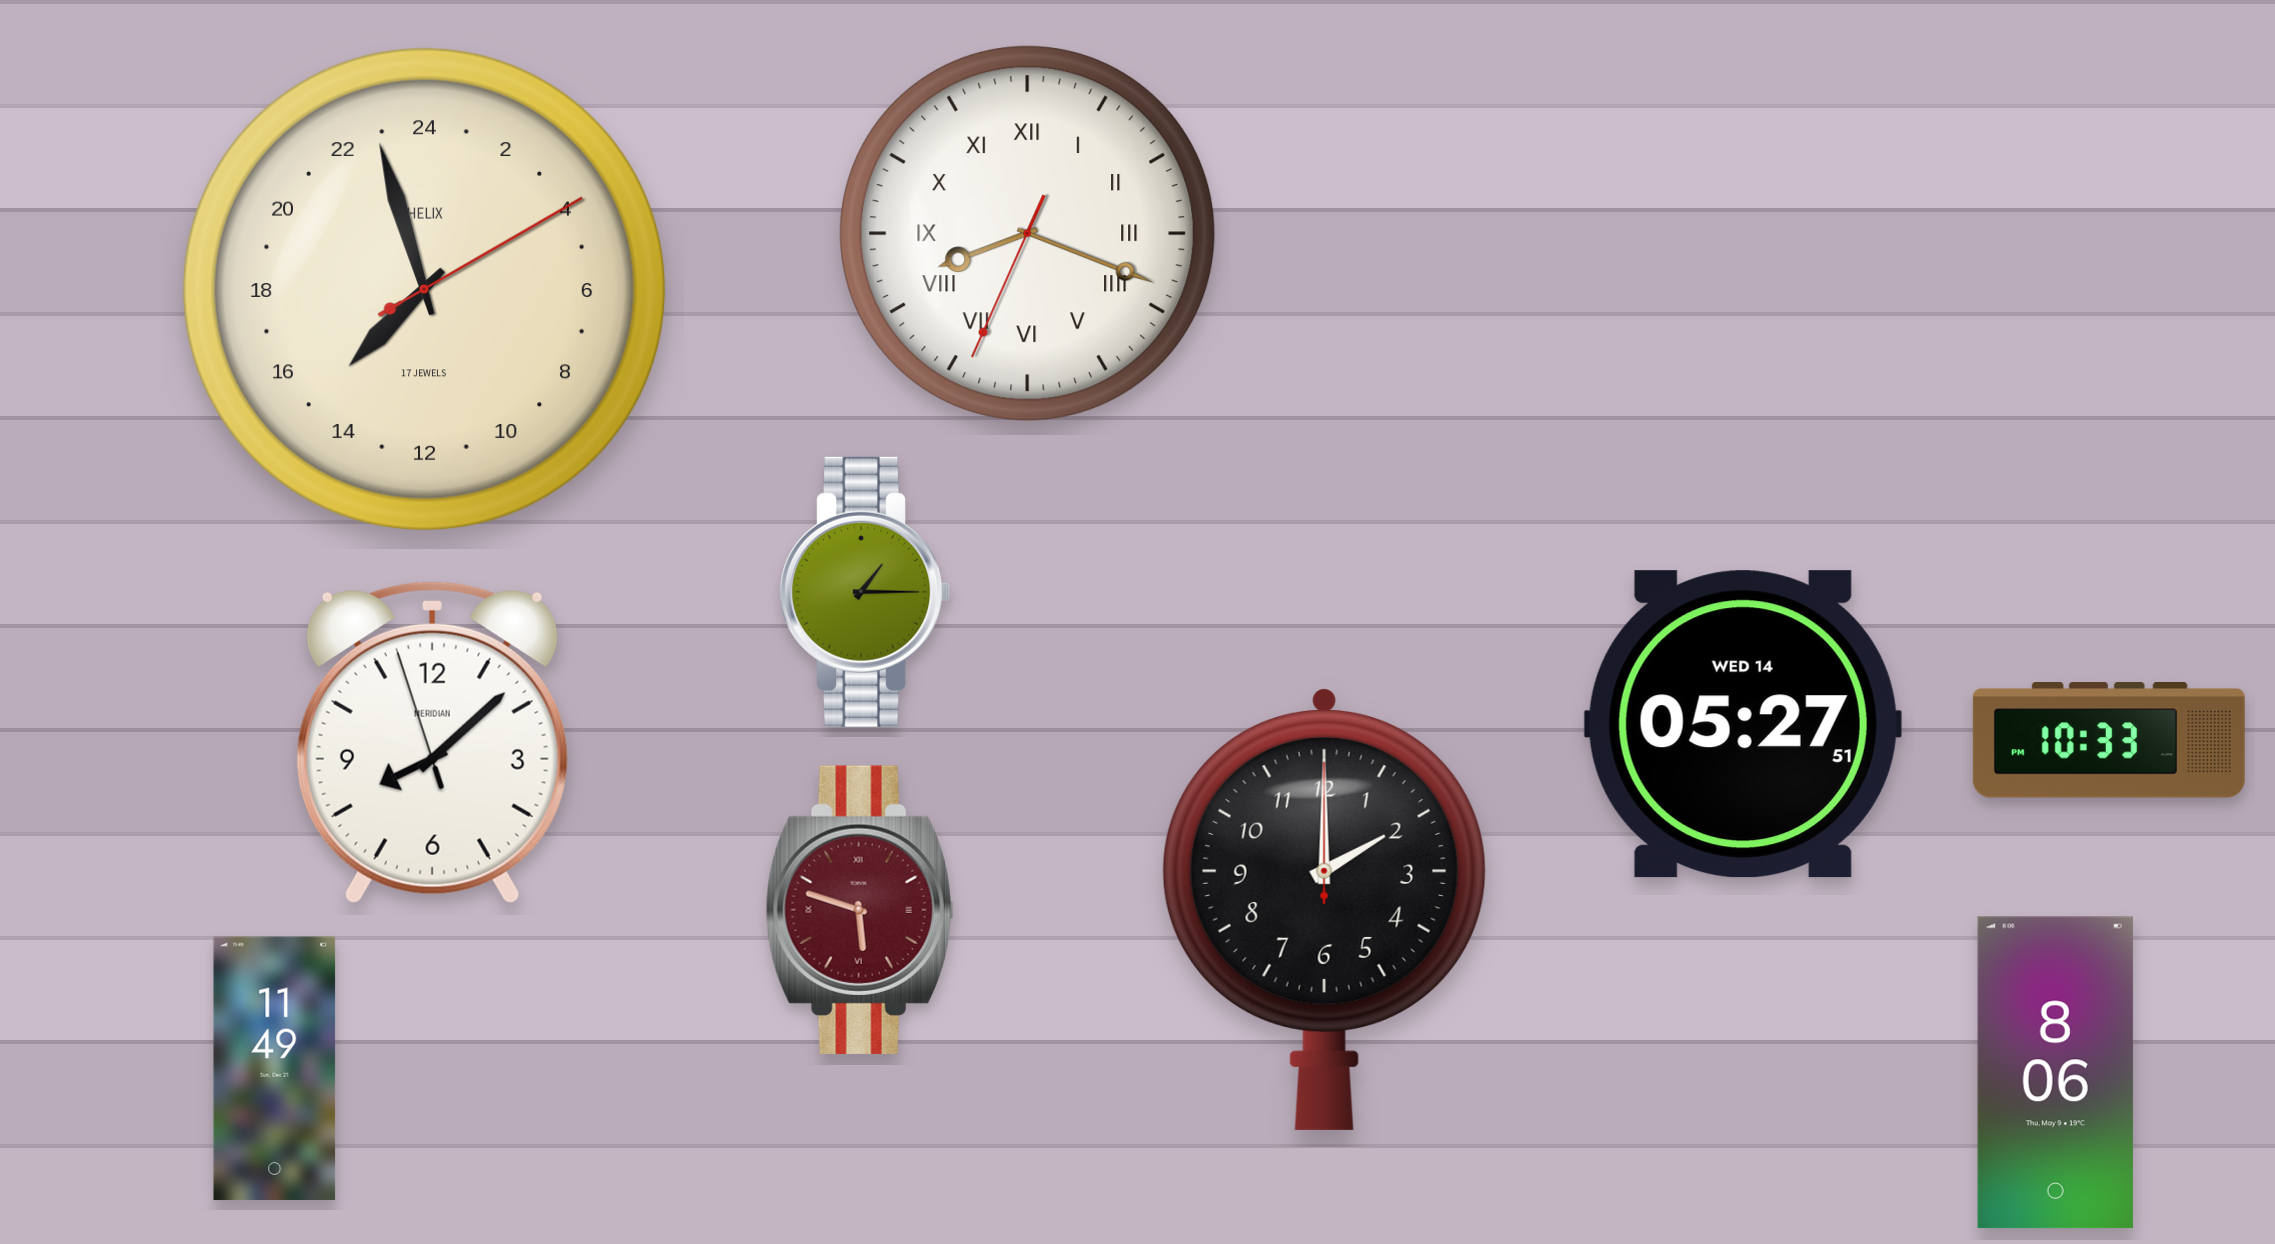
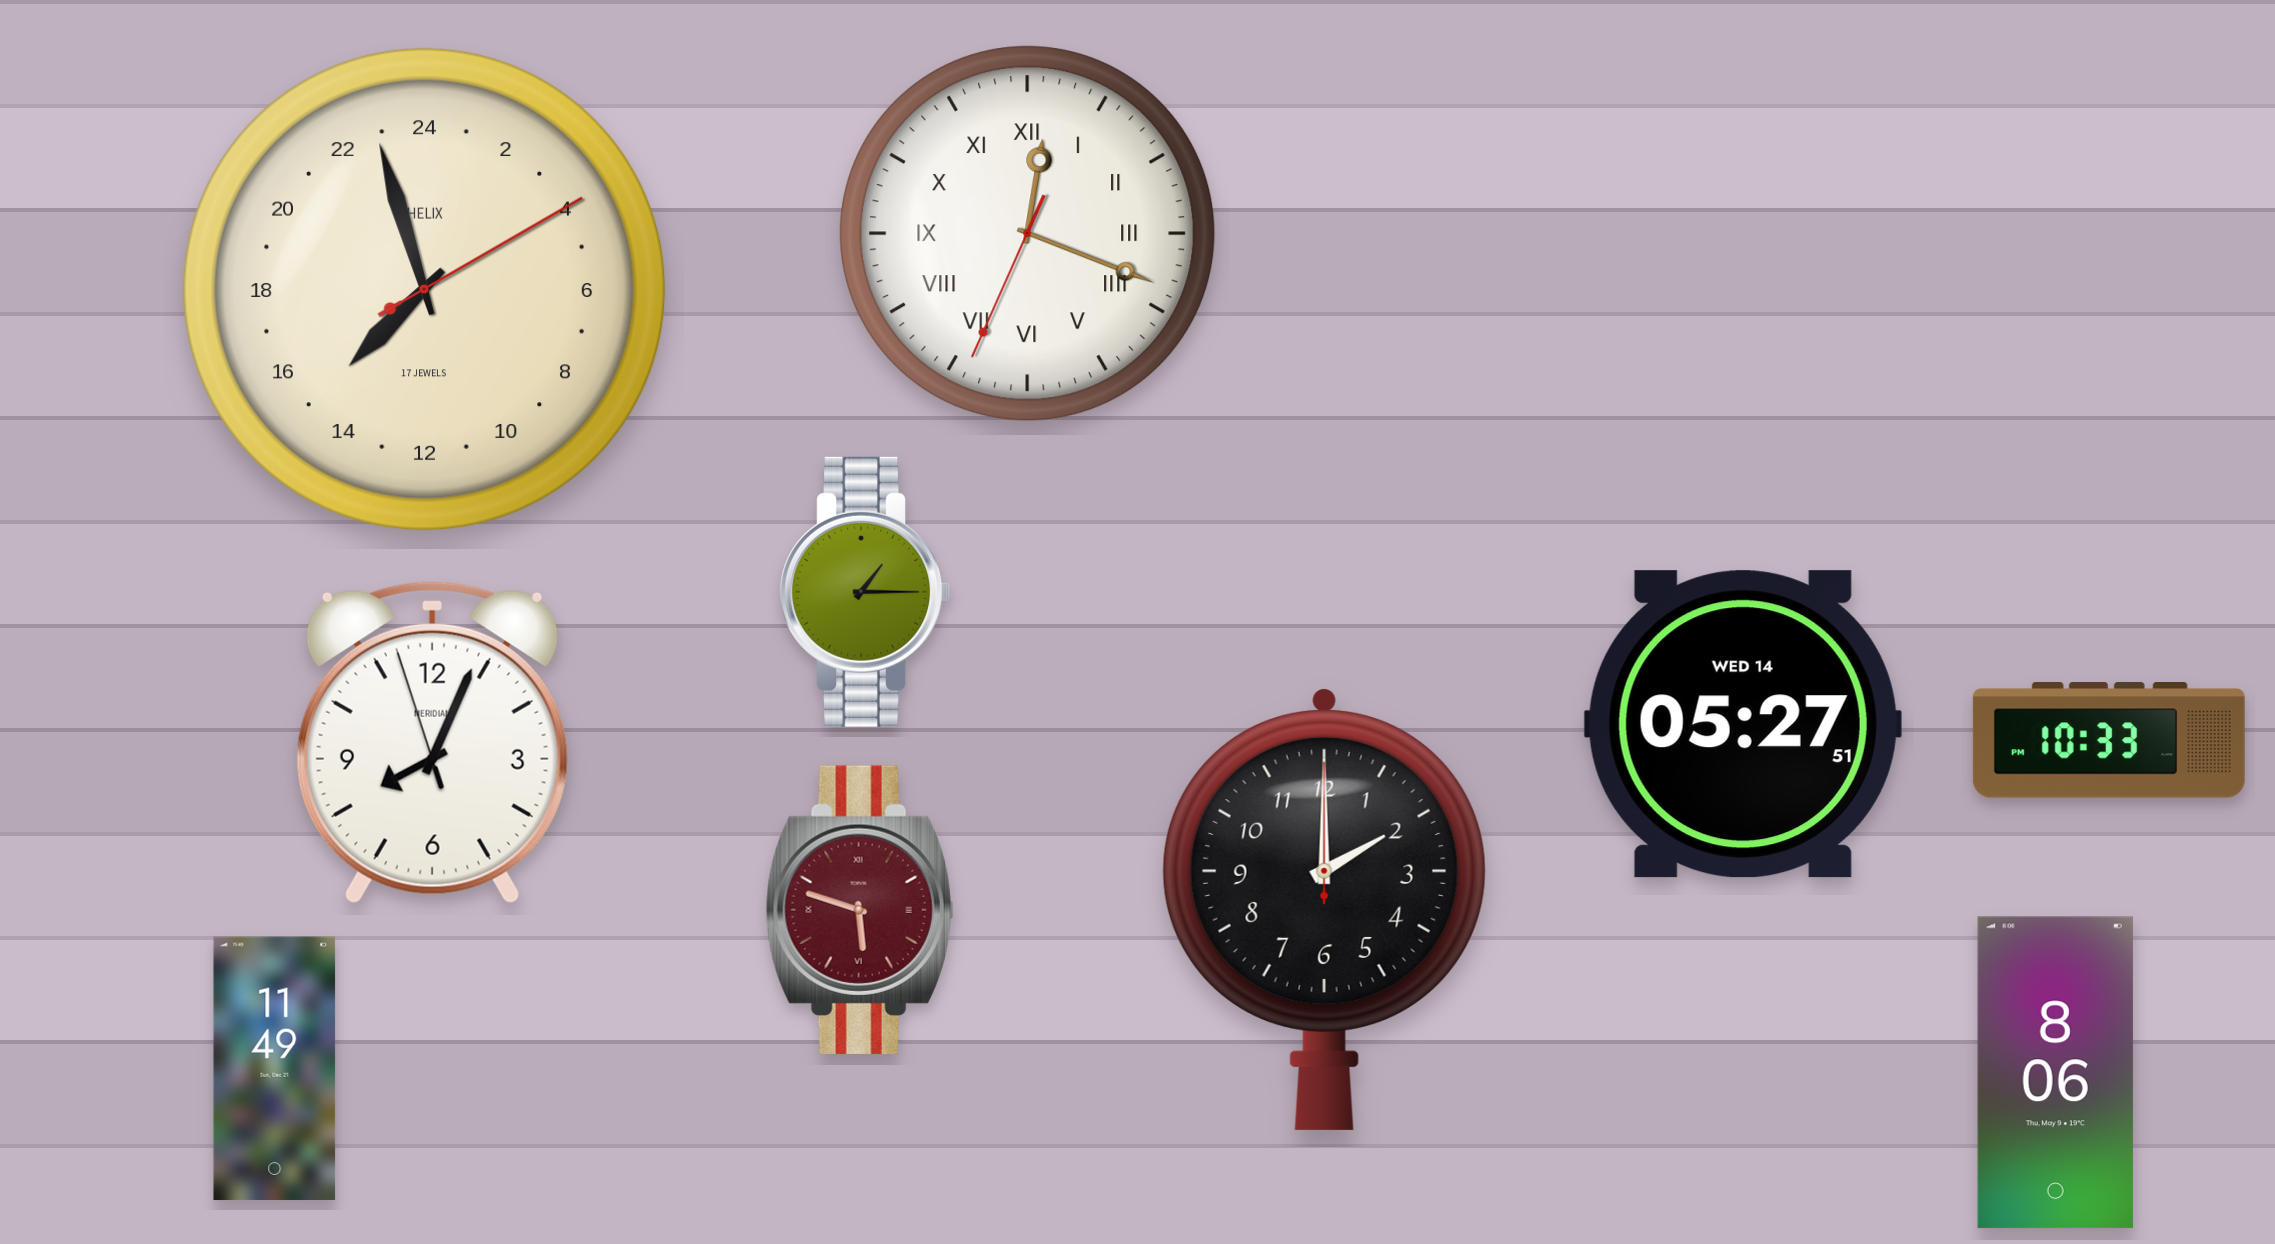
clock at (1028, 234): 8:18 -> 12:18
clock at (432, 742): 8:07 -> 8:03
